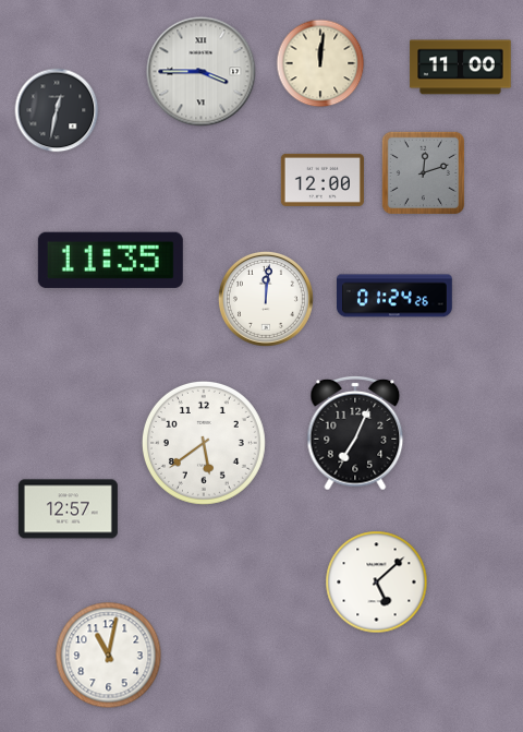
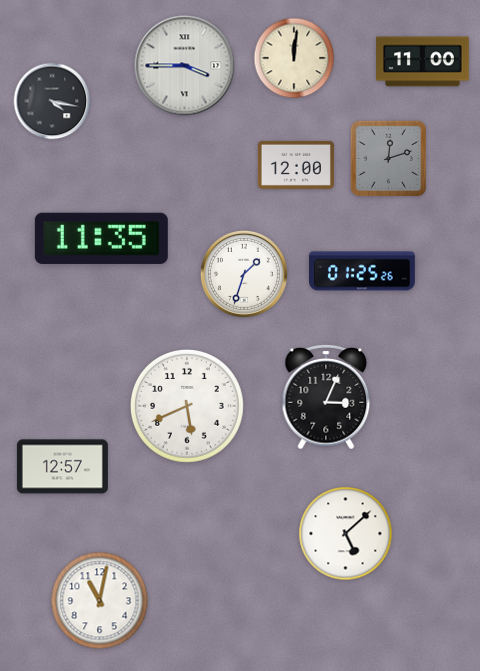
clock at (57, 110): 12:32 -> 4:17
clock at (396, 296): 01:24 -> 01:25
clock at (266, 299): 12:01 -> 1:33
clock at (355, 433): 7:04 -> 3:04
clock at (204, 443): 5:39 -> 5:41
